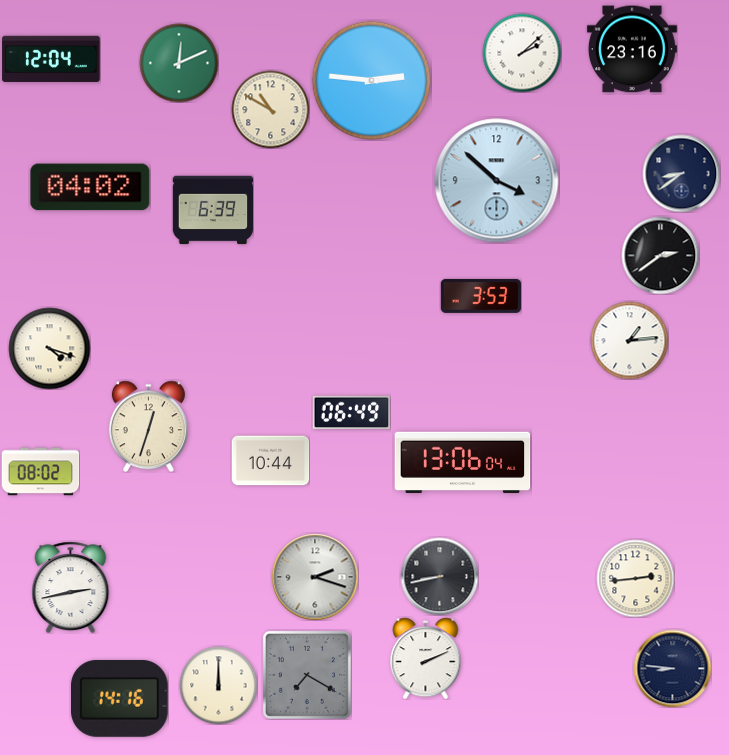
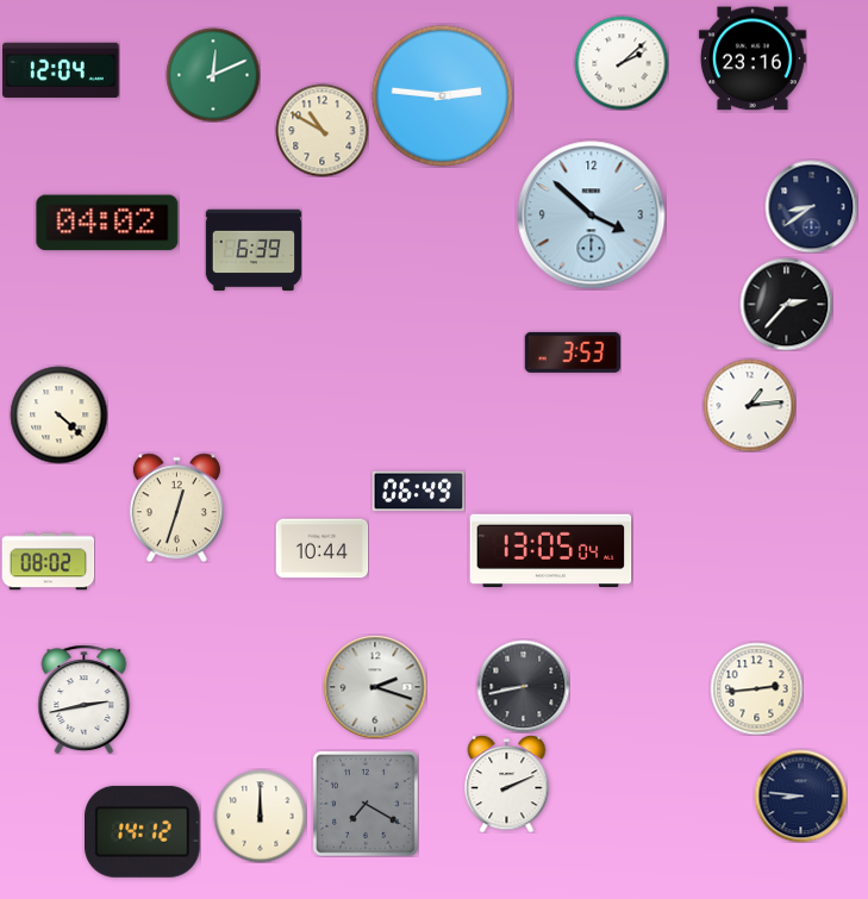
clock at (660, 255): 2:39 -> 2:37
clock at (49, 348): 4:18 -> 4:22
clock at (463, 463): 13:06 -> 13:05
clock at (120, 698): 14:16 -> 14:12
